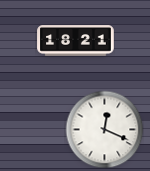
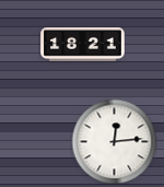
clock at (104, 129): 12:19 -> 12:14
